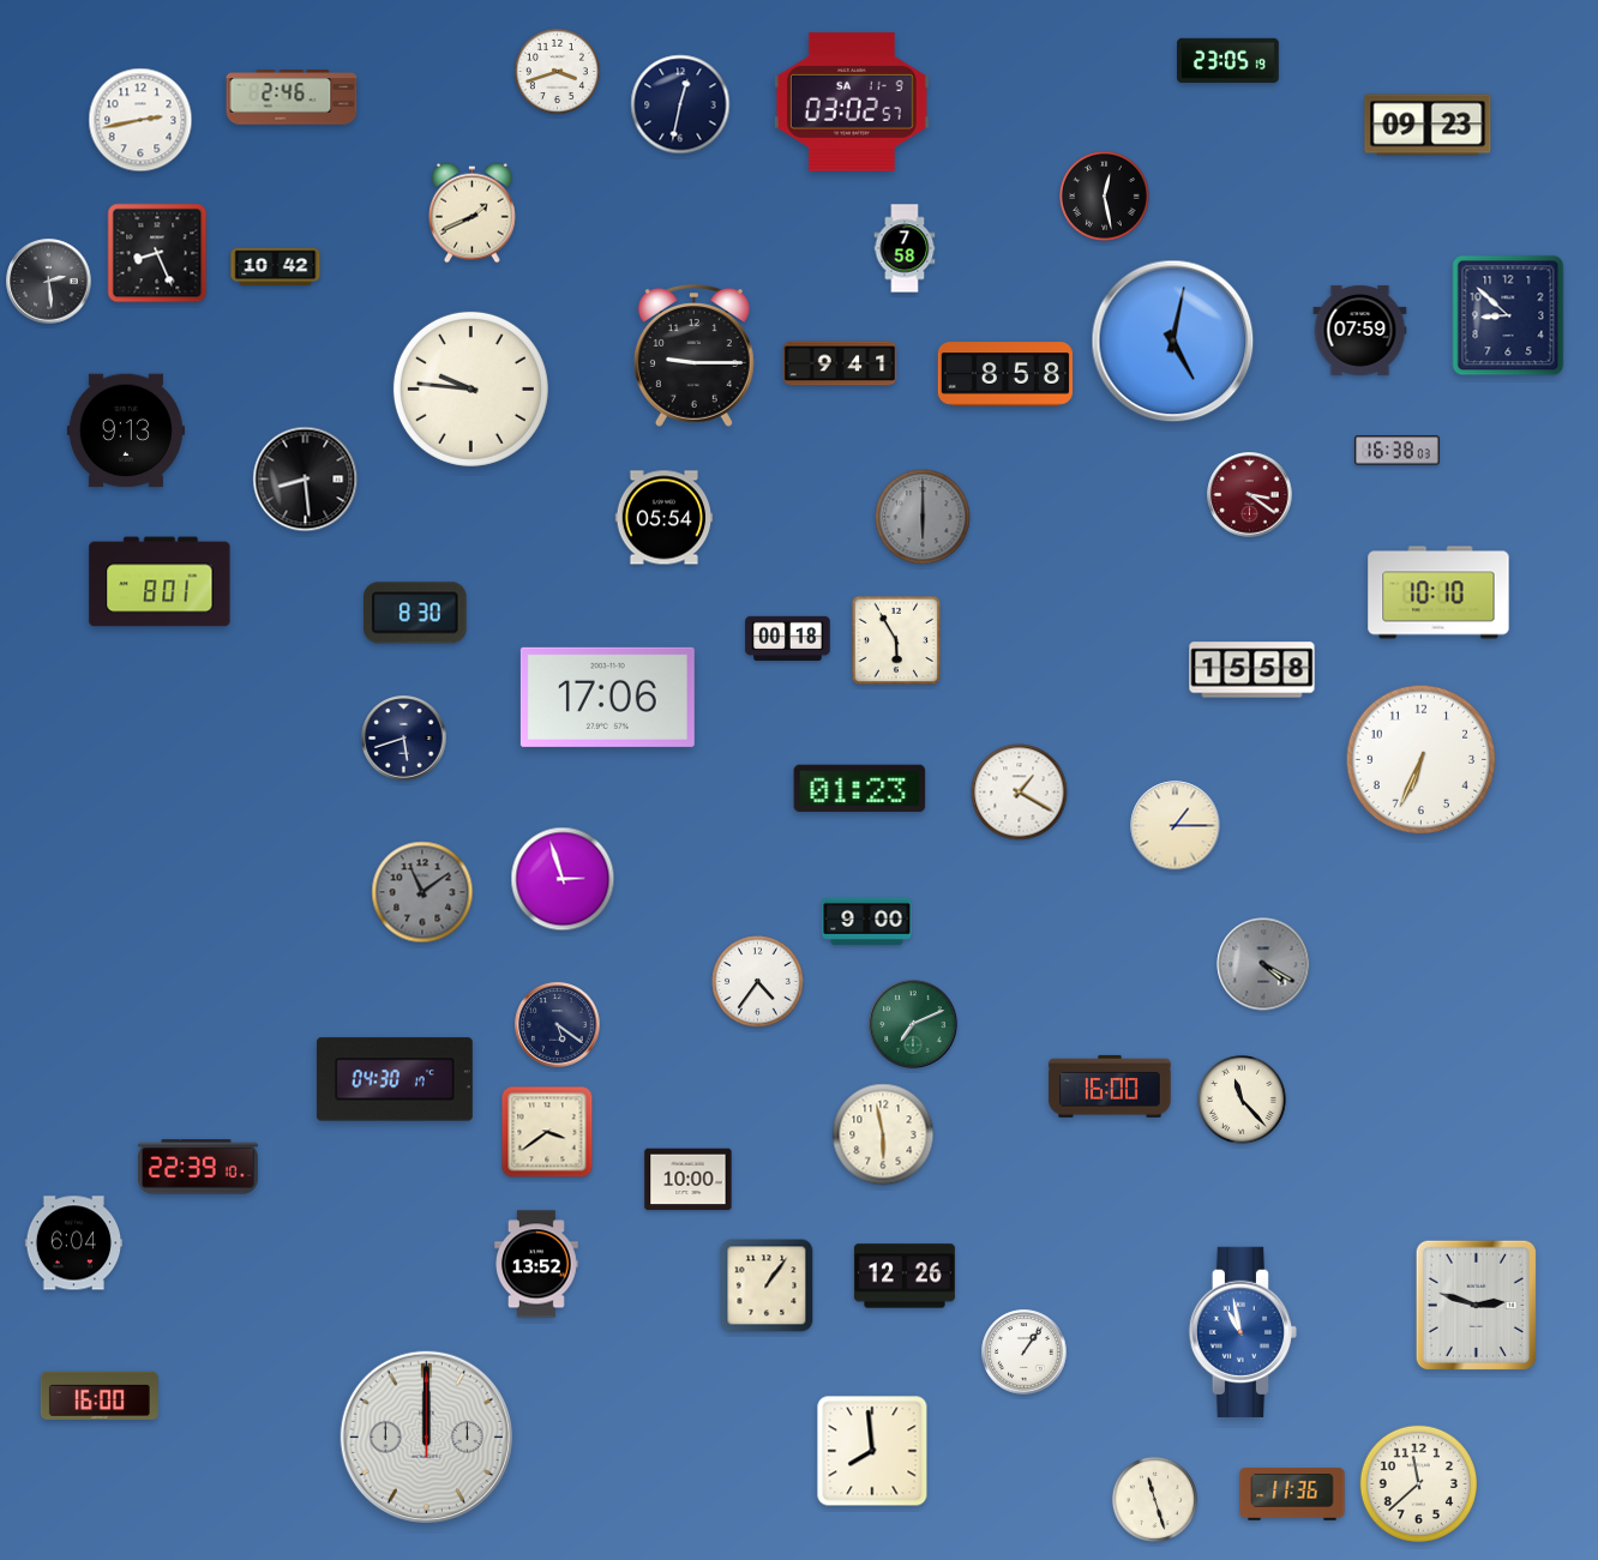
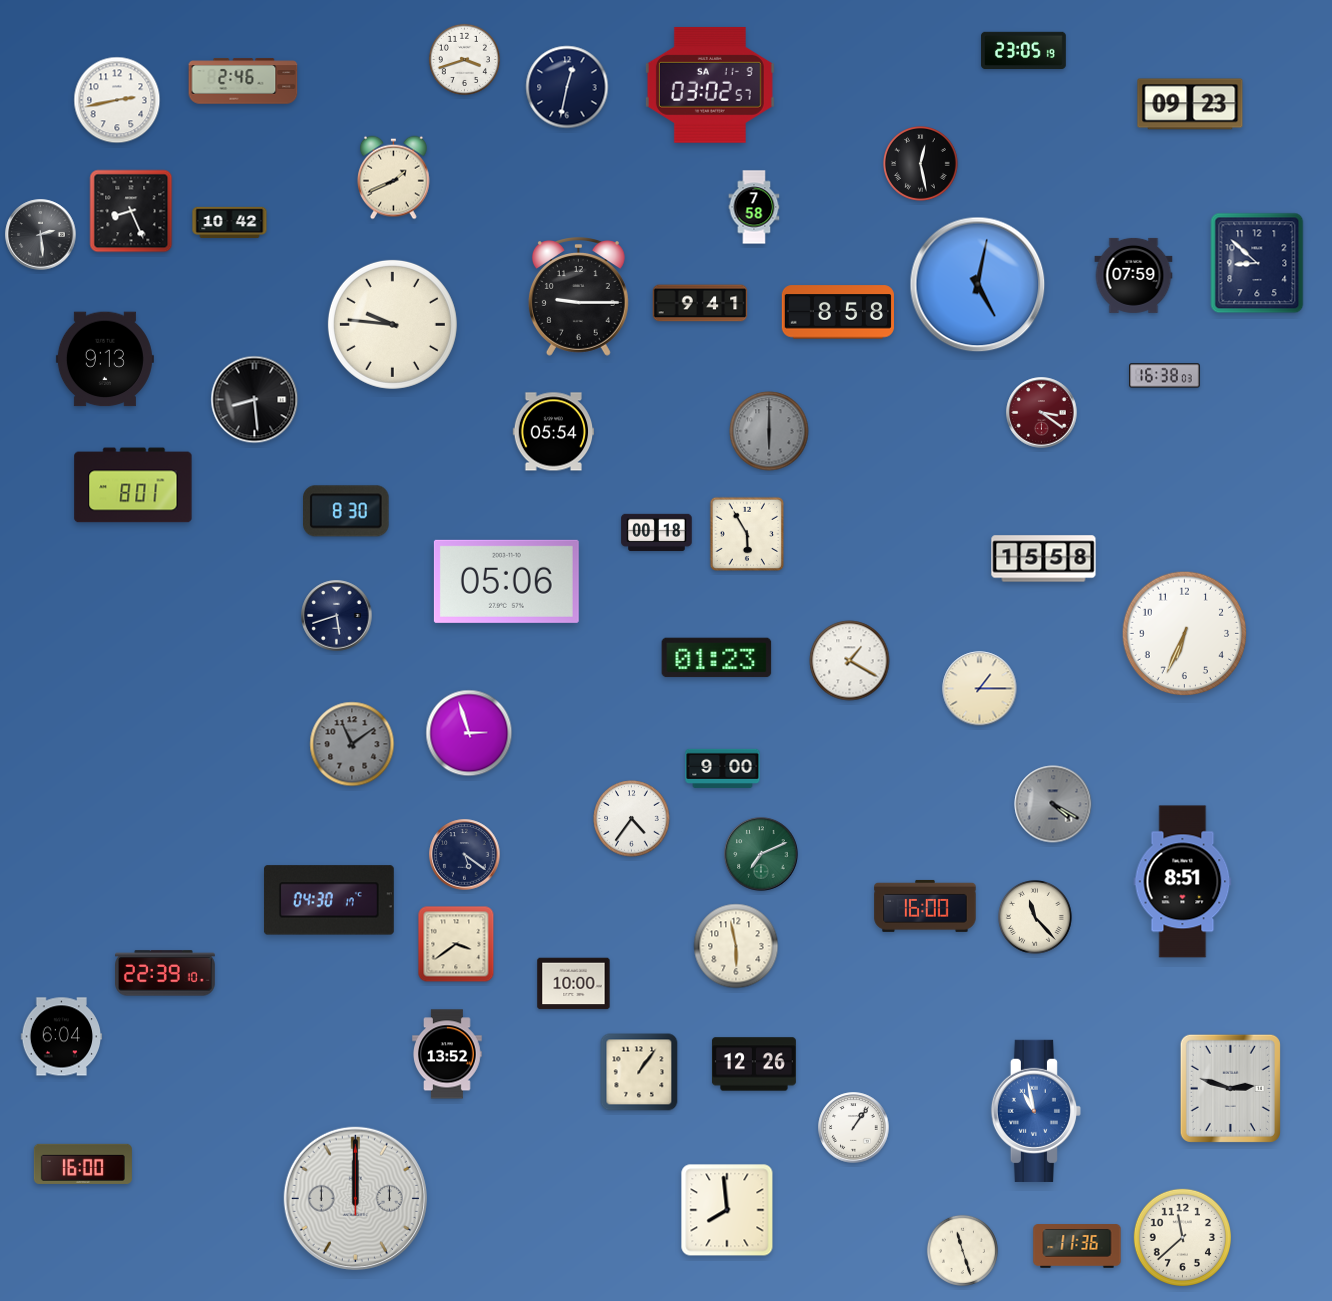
clock at (1438, 592): 10:10 -> none
clock at (607, 697): 17:06 -> 05:06
clock at (1183, 882): none -> 8:51
